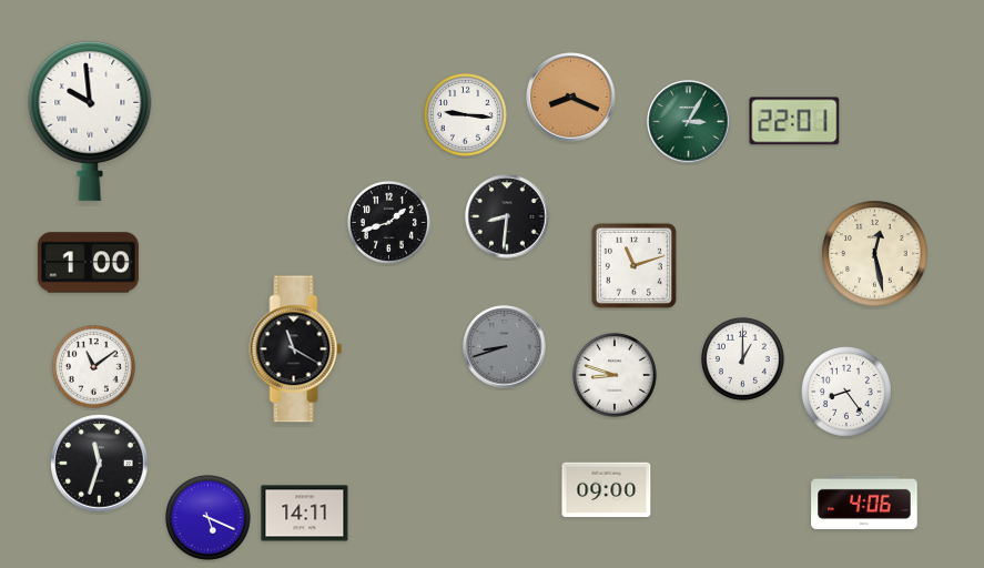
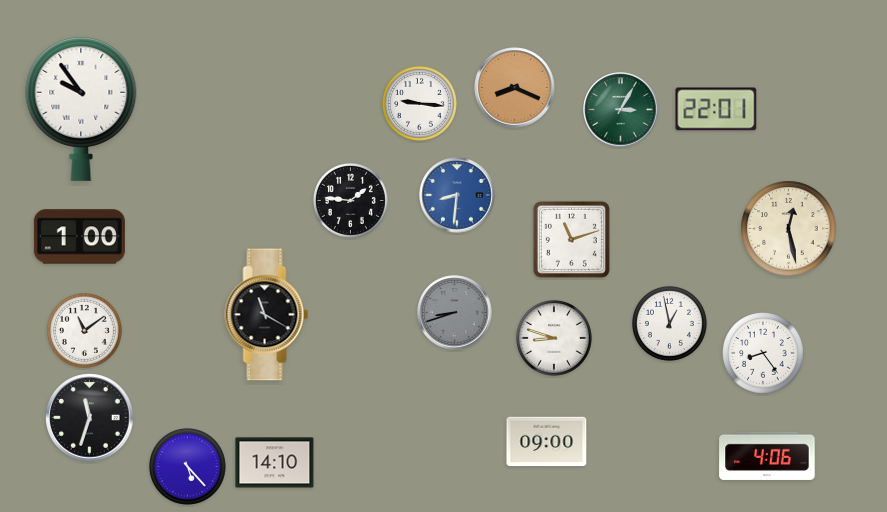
clock at (90, 120): 9:59 -> 9:54
clock at (507, 216) dial: black -> blue
clock at (388, 222): 1:42 -> 1:46
clock at (742, 358): 1:00 -> 12:58
clock at (864, 503) position: (864, 503) -> (767, 456)
clock at (305, 514): 14:11 -> 14:10
clock at (209, 518): 5:19 -> 5:23
